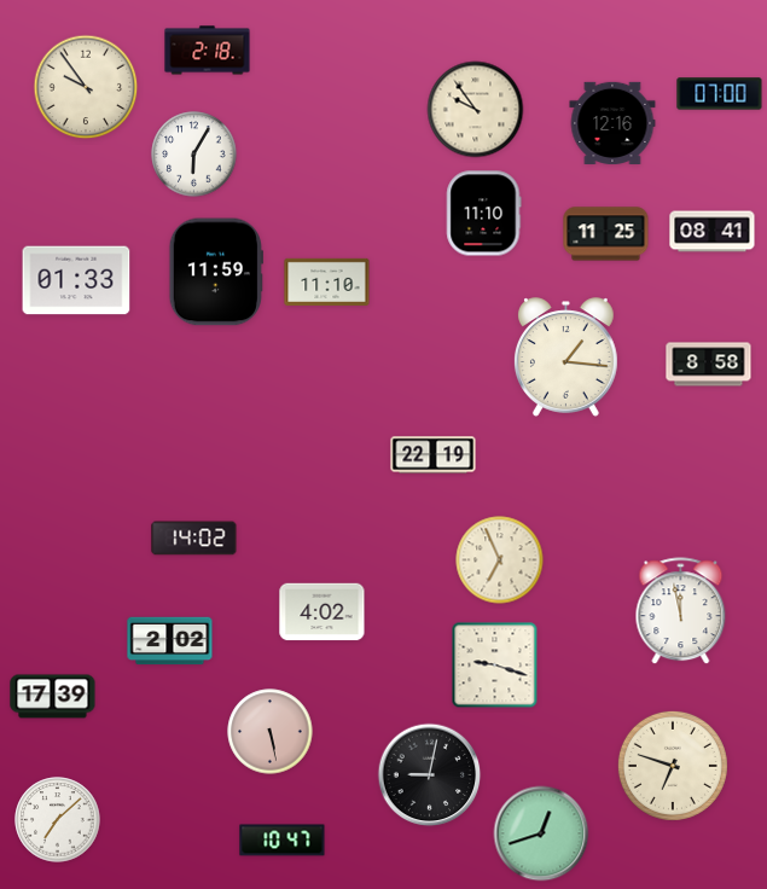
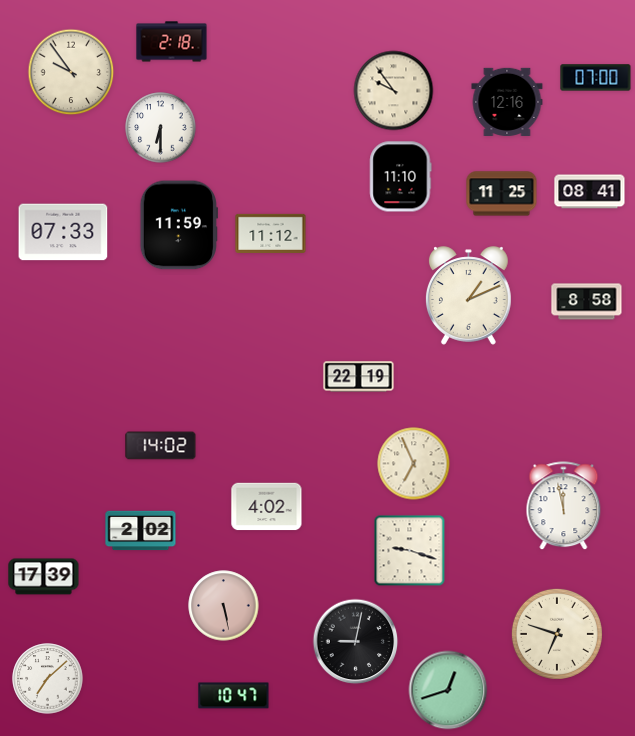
clock at (194, 155): 6:05 -> 6:30
clock at (76, 280): 01:33 -> 07:33
clock at (327, 281): 11:10 -> 11:12
clock at (566, 358): 1:16 -> 1:11
